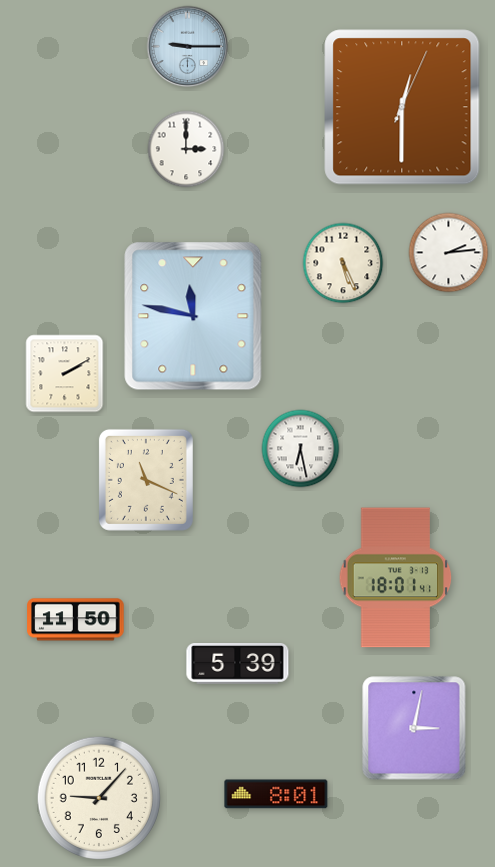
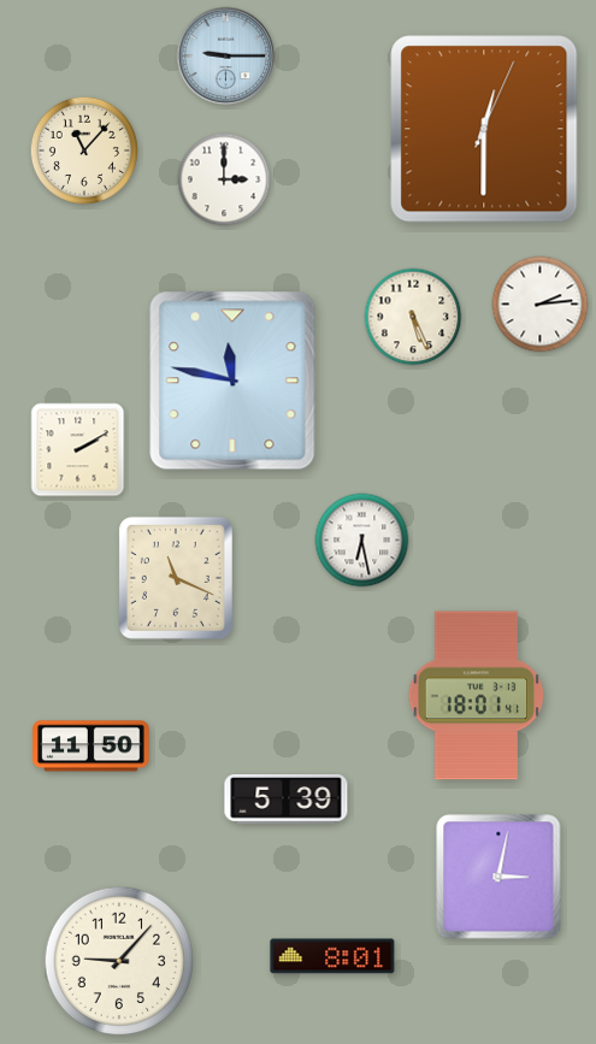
clock at (84, 151): none -> 11:07
